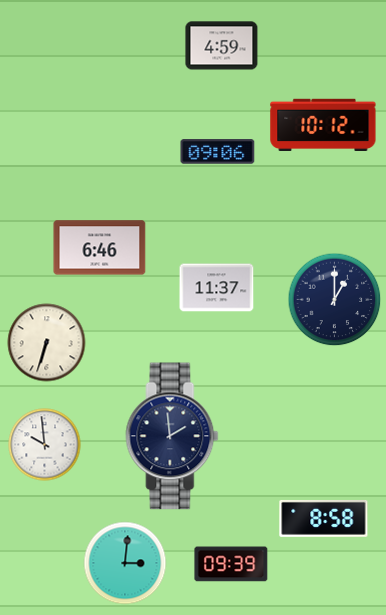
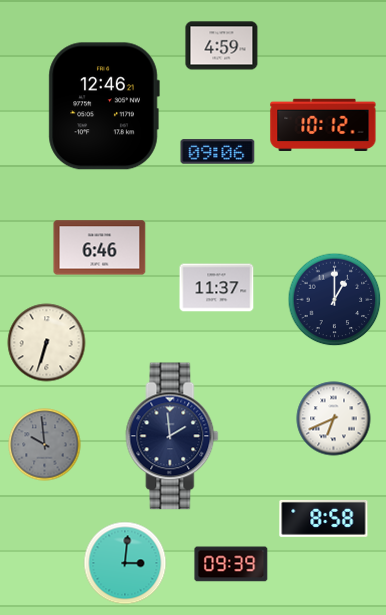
clock at (104, 106): none -> 12:46
clock at (334, 419): none -> 6:41
clock at (45, 445) dial: white -> grey
